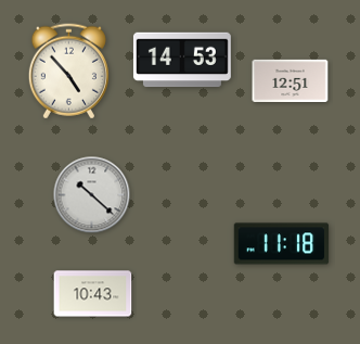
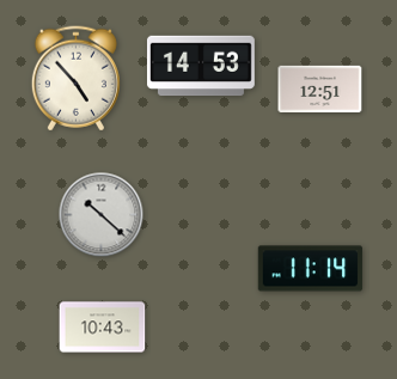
clock at (282, 244): 11:18 -> 11:14
clock at (93, 294) position: (93, 294) -> (103, 328)
